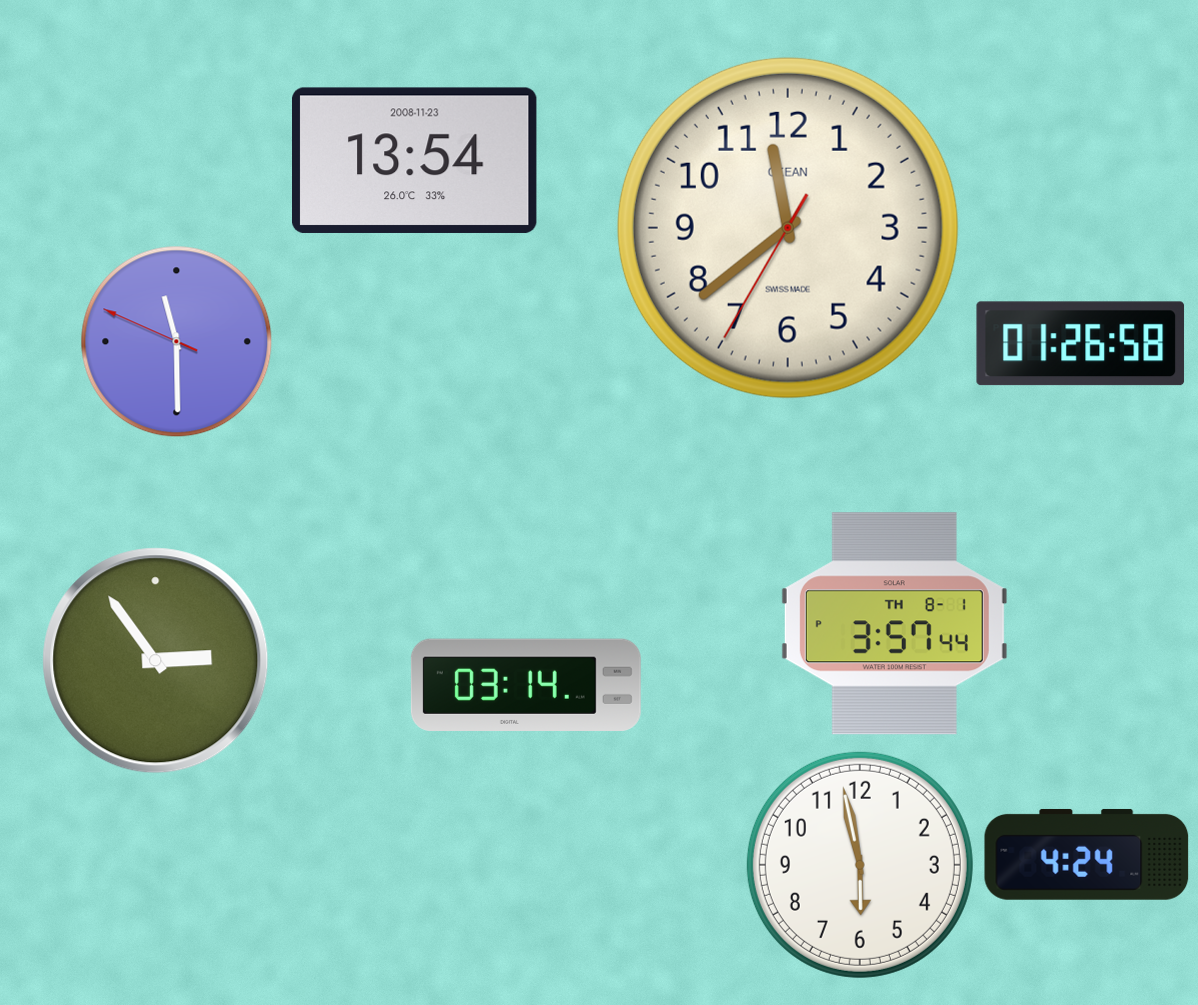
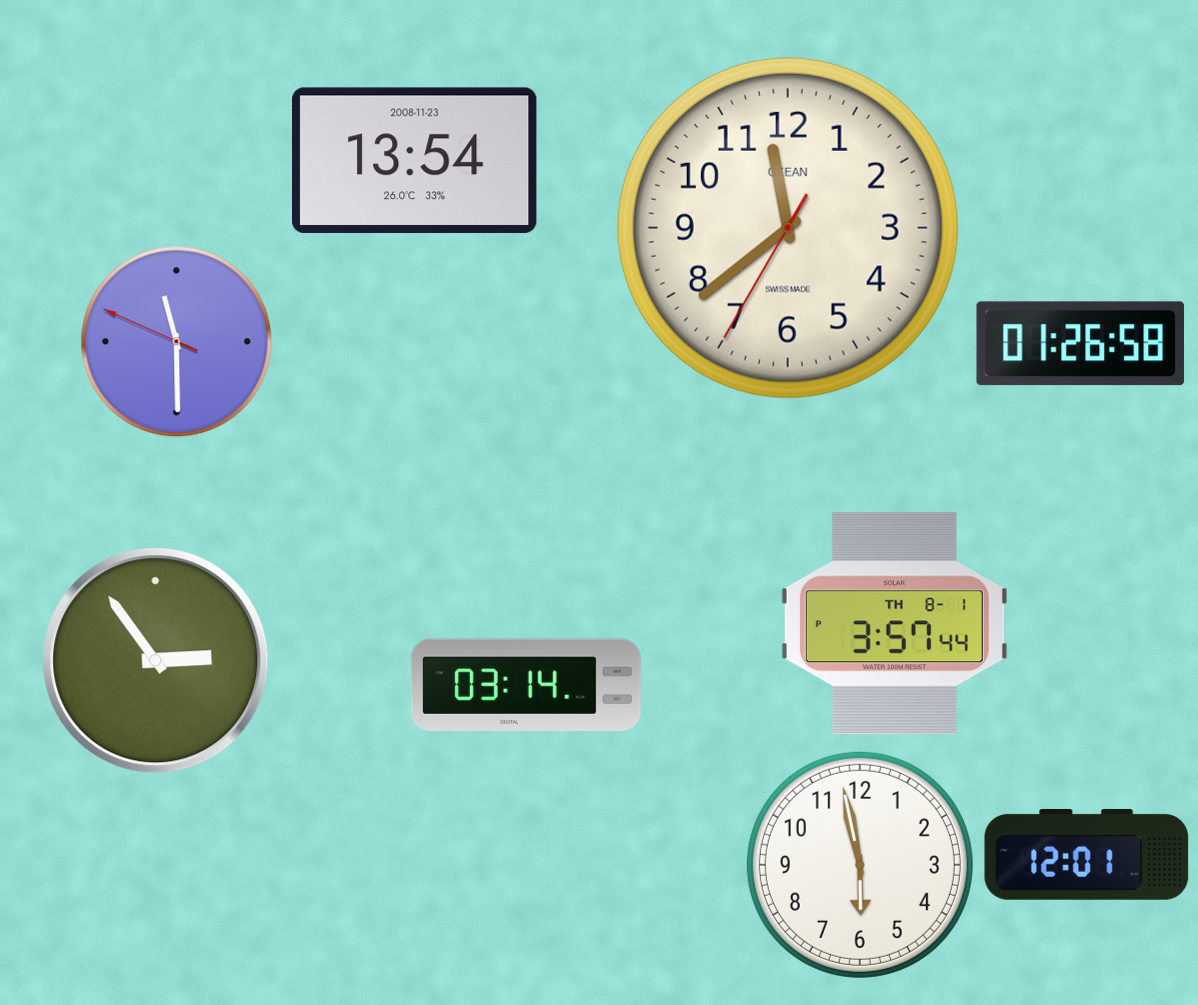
clock at (1087, 854): 4:24 -> 12:01
